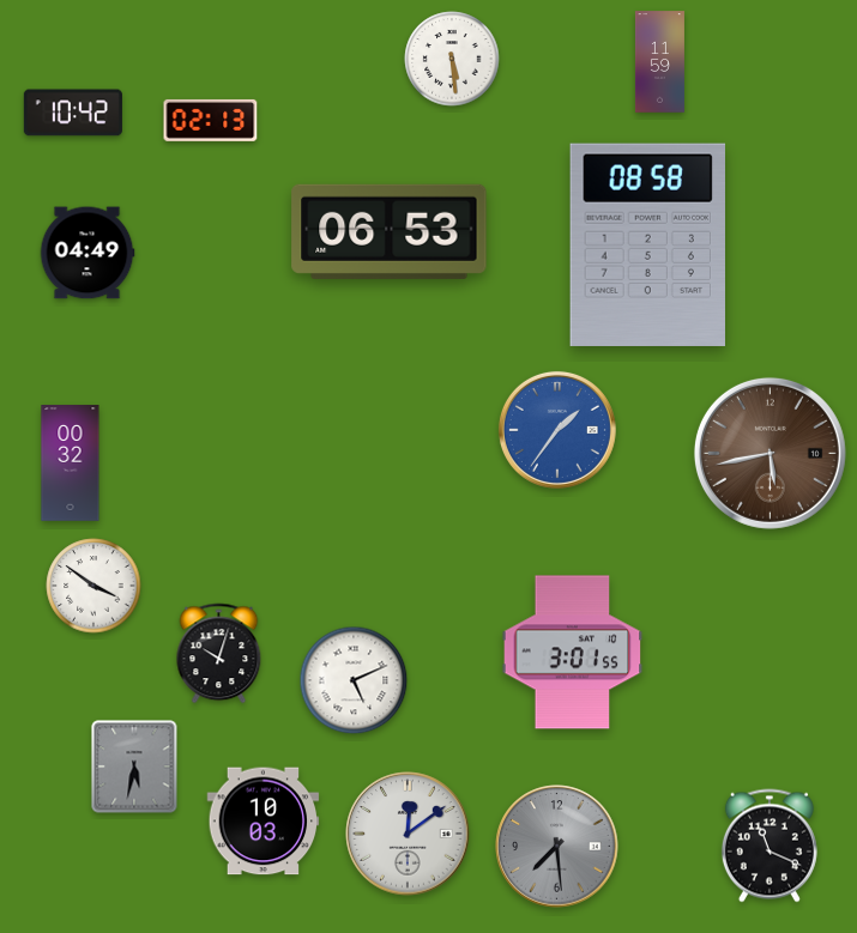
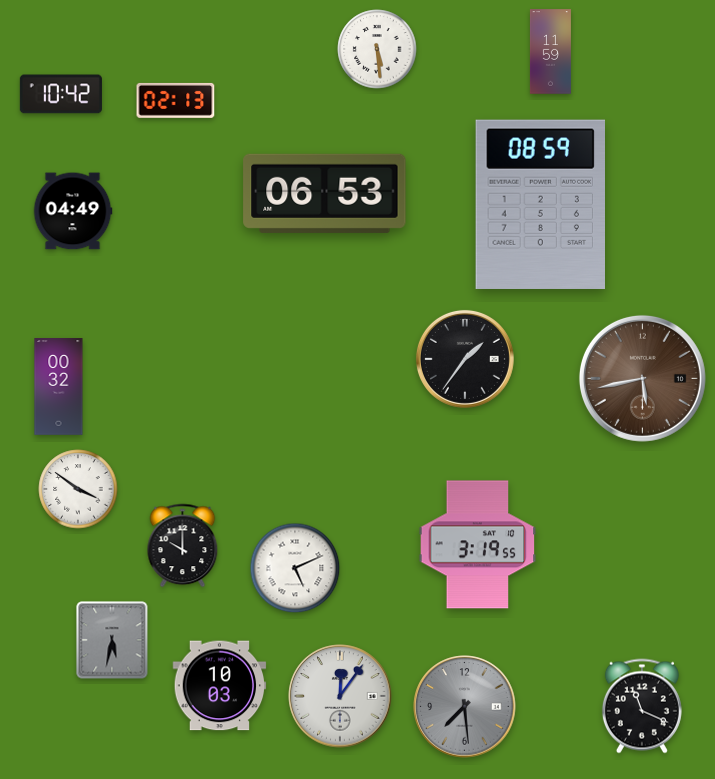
clock at (647, 244): 08:58 -> 08:59
clock at (557, 430) dial: blue -> black
clock at (573, 653): 3:01 -> 3:19
clock at (219, 654): 10:03 -> 10:00
clock at (408, 834): 12:09 -> 12:06
